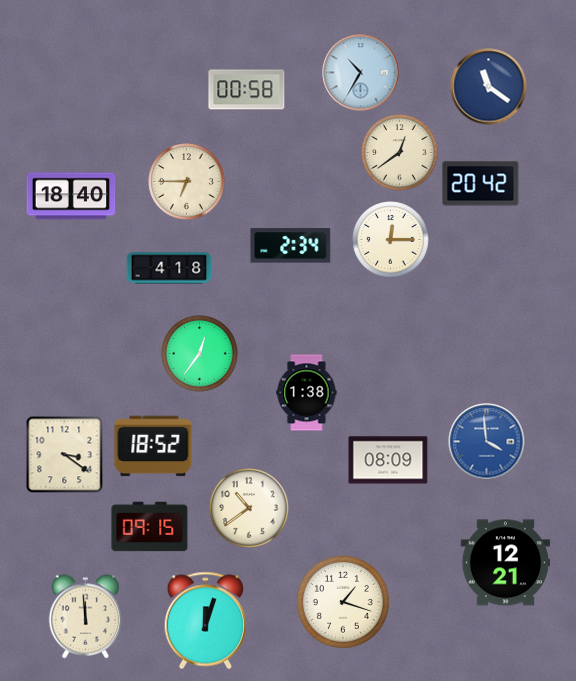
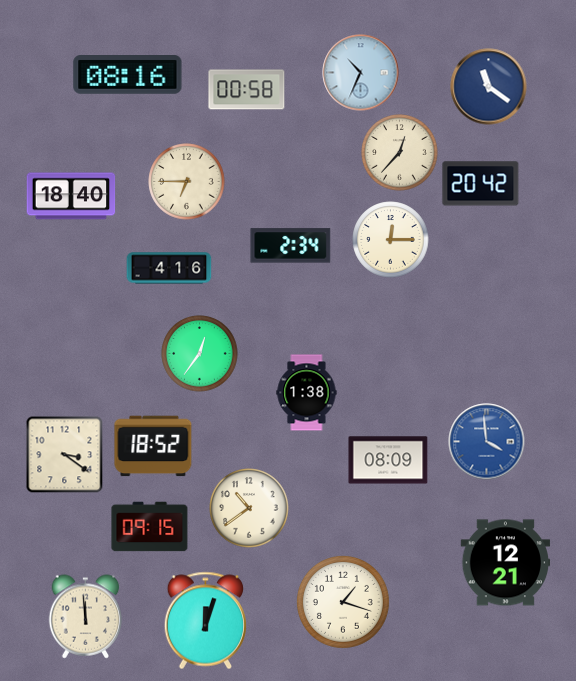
clock at (361, 73): 10:35 -> 10:34
clock at (128, 75): none -> 08:16
clock at (400, 153): 12:39 -> 12:37
clock at (169, 268): 4:18 -> 4:16
